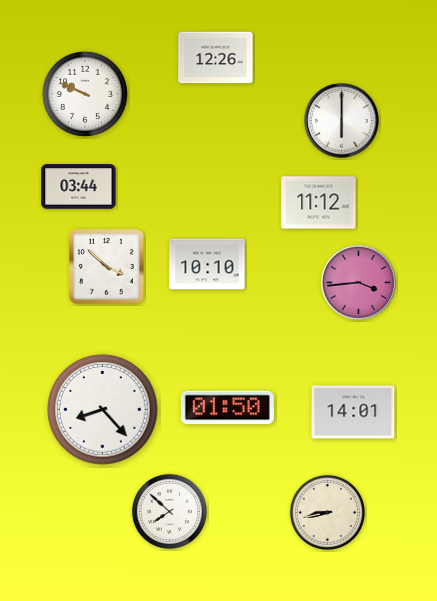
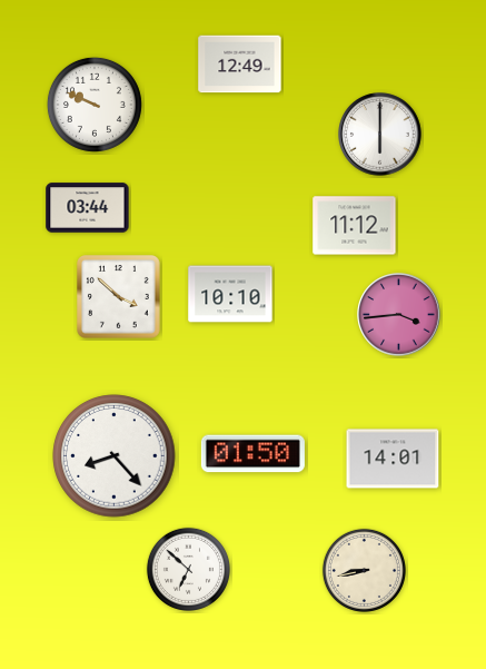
clock at (216, 58): 12:26 -> 12:49
clock at (169, 511): 7:52 -> 6:52
